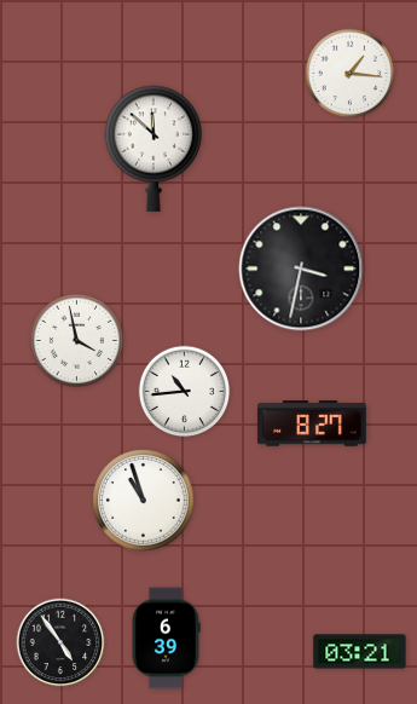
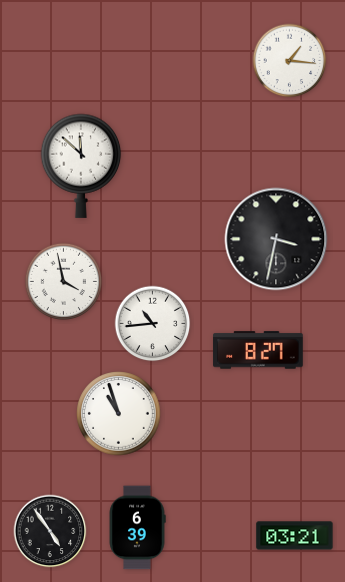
clock at (154, 149) position: (154, 149) -> (81, 166)
clock at (301, 269) position: (301, 269) -> (276, 239)
clock at (360, 652) position: (360, 652) -> (295, 536)
